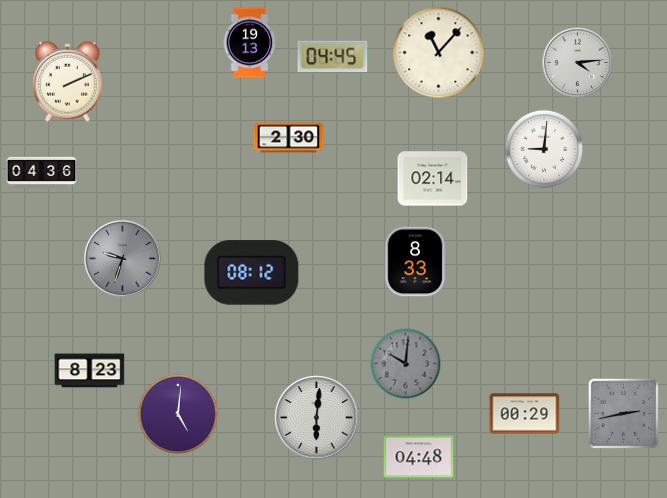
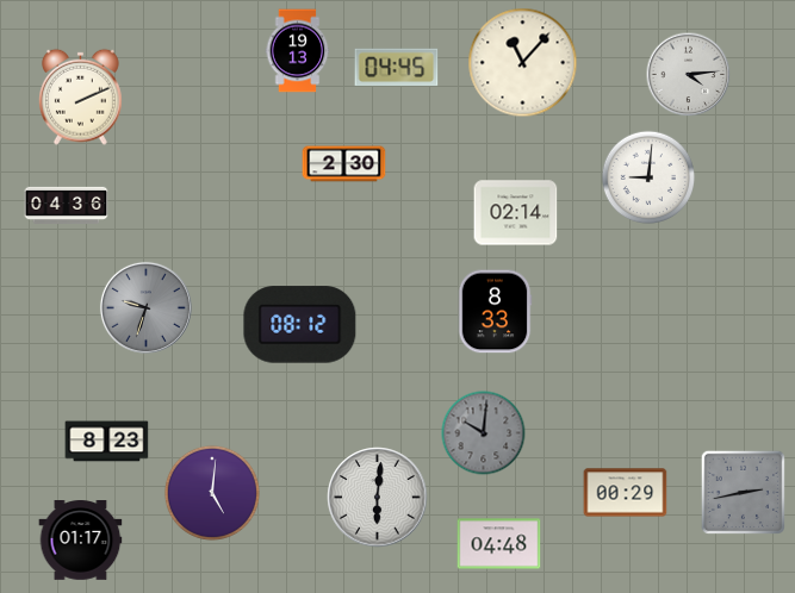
clock at (42, 172) position: (42, 172) -> (67, 205)
clock at (81, 541): none -> 01:17
